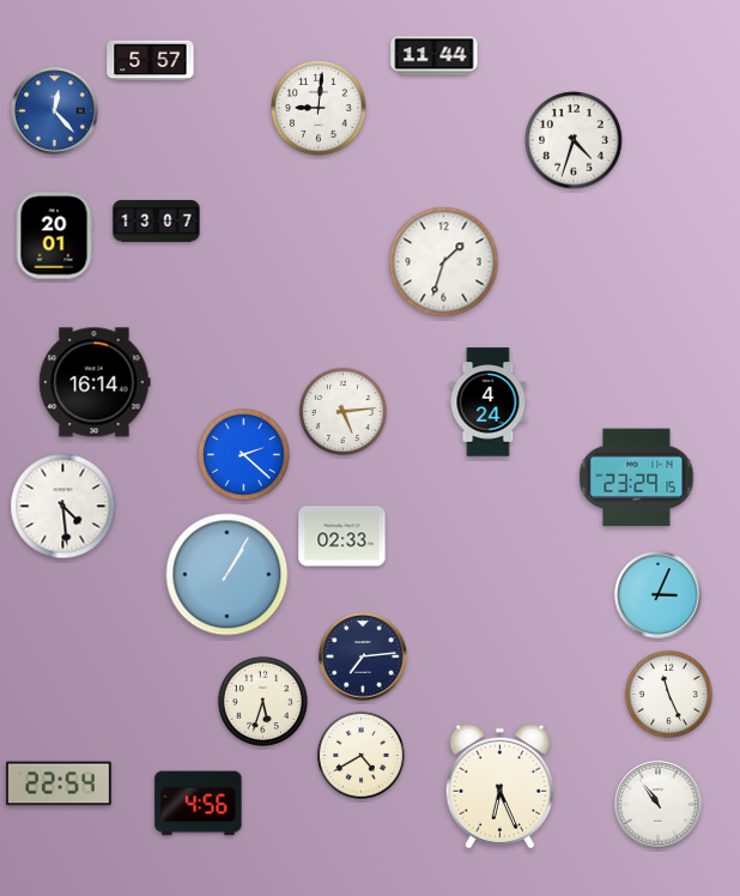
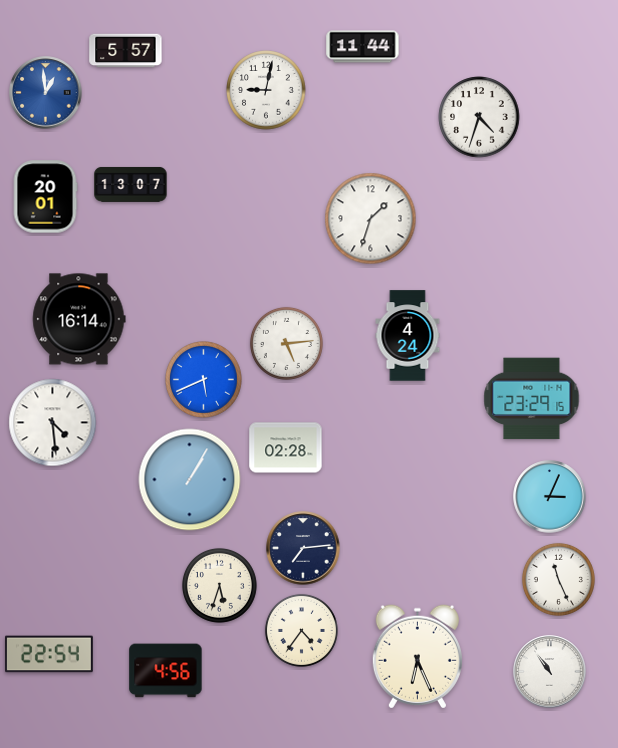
clock at (319, 108): 9:01 -> 9:02
clock at (55, 111): 12:23 -> 12:59
clock at (244, 455): 2:22 -> 5:41
clock at (342, 537): 02:33 -> 02:28
clock at (360, 755): 4:40 -> 4:36
